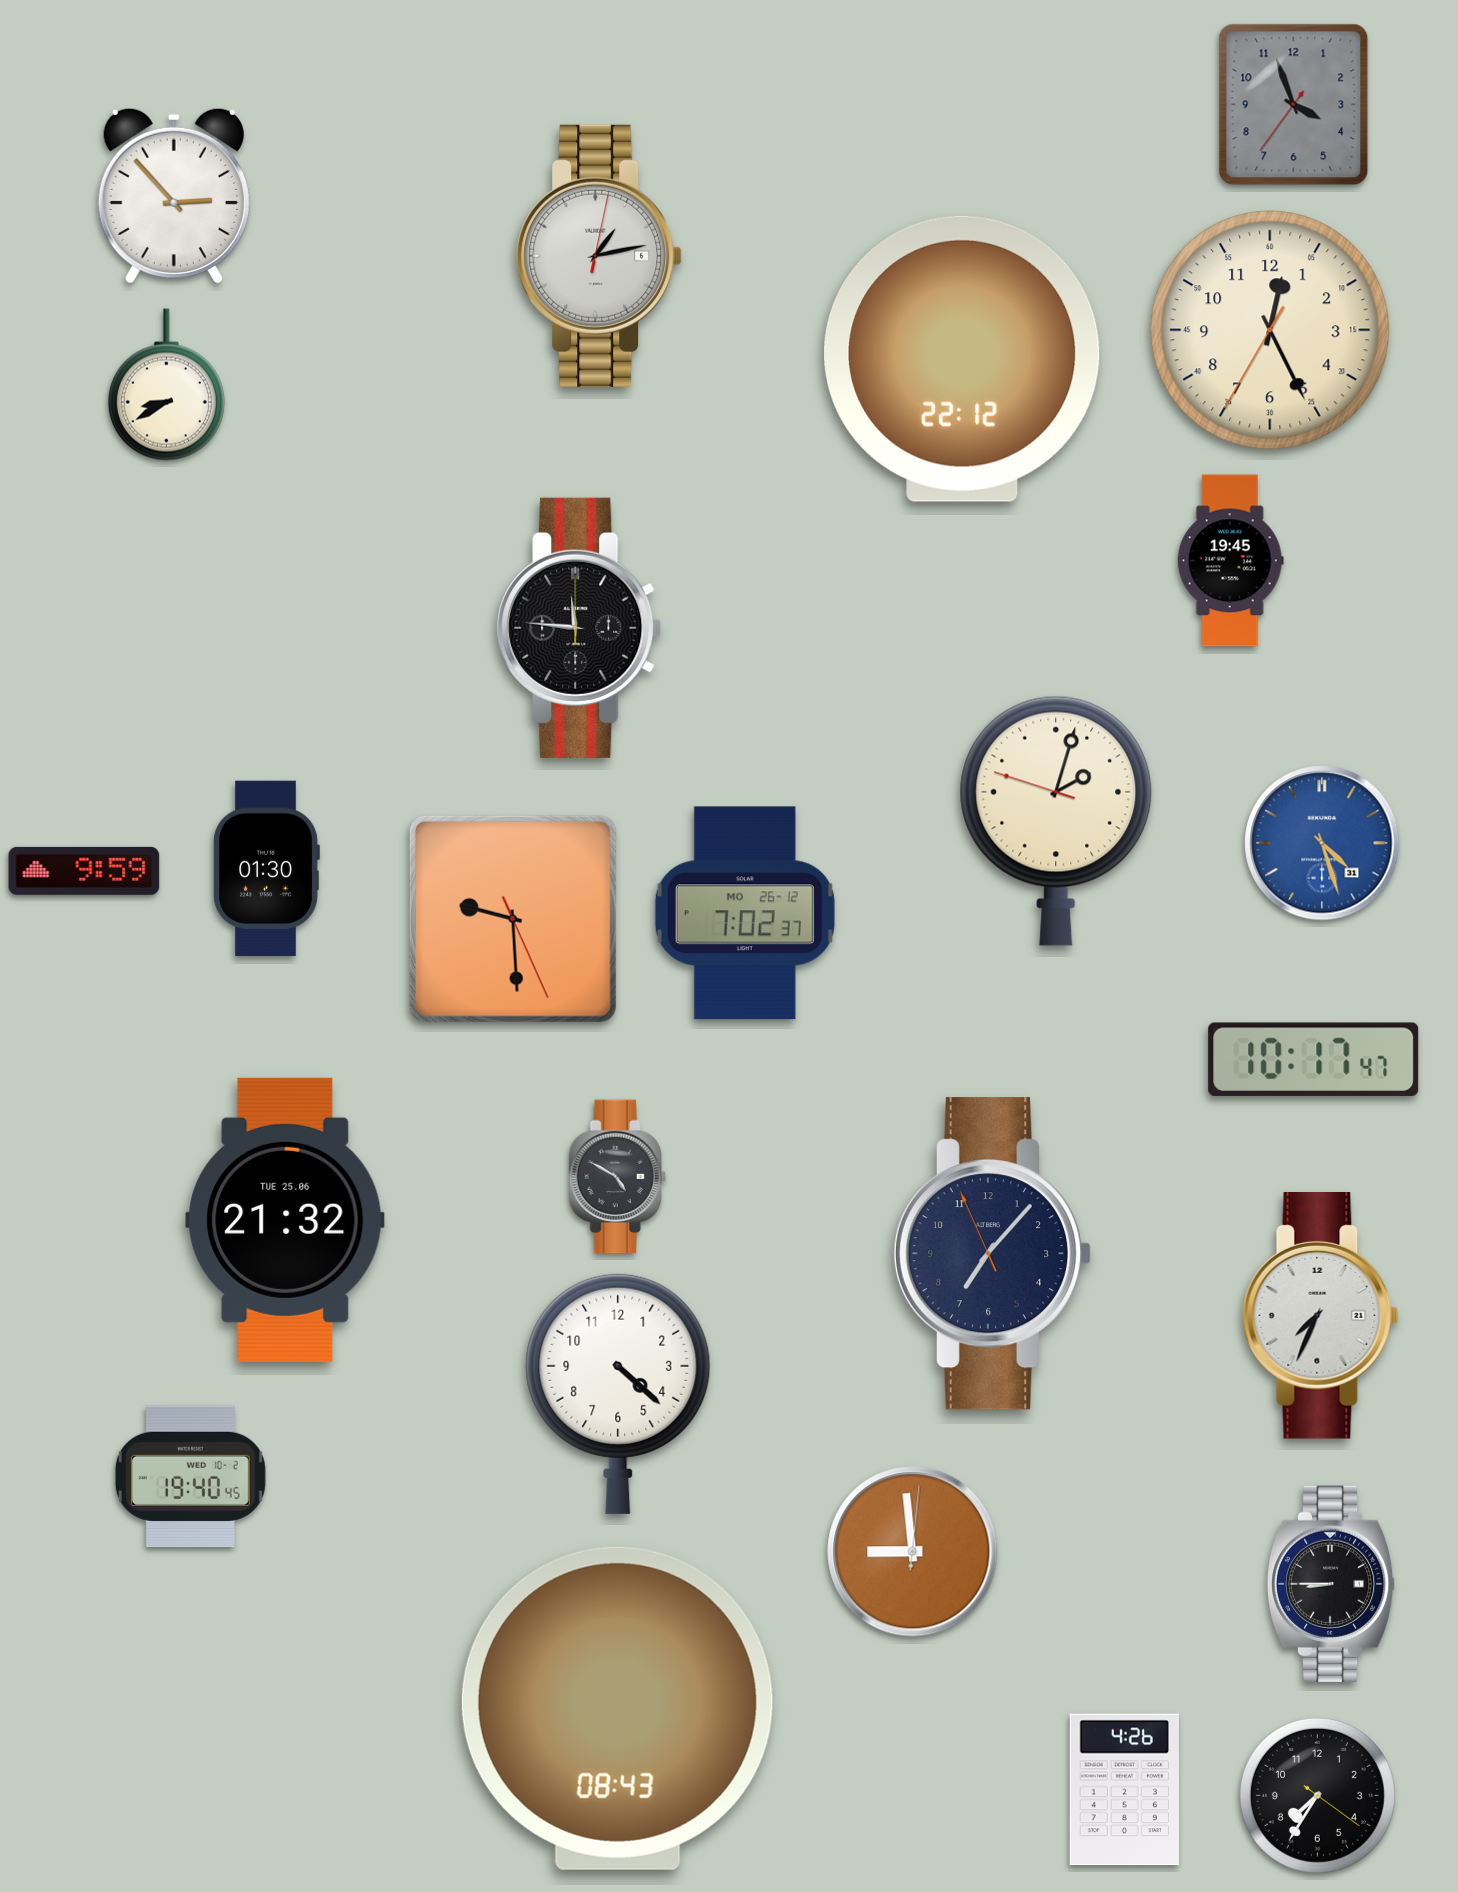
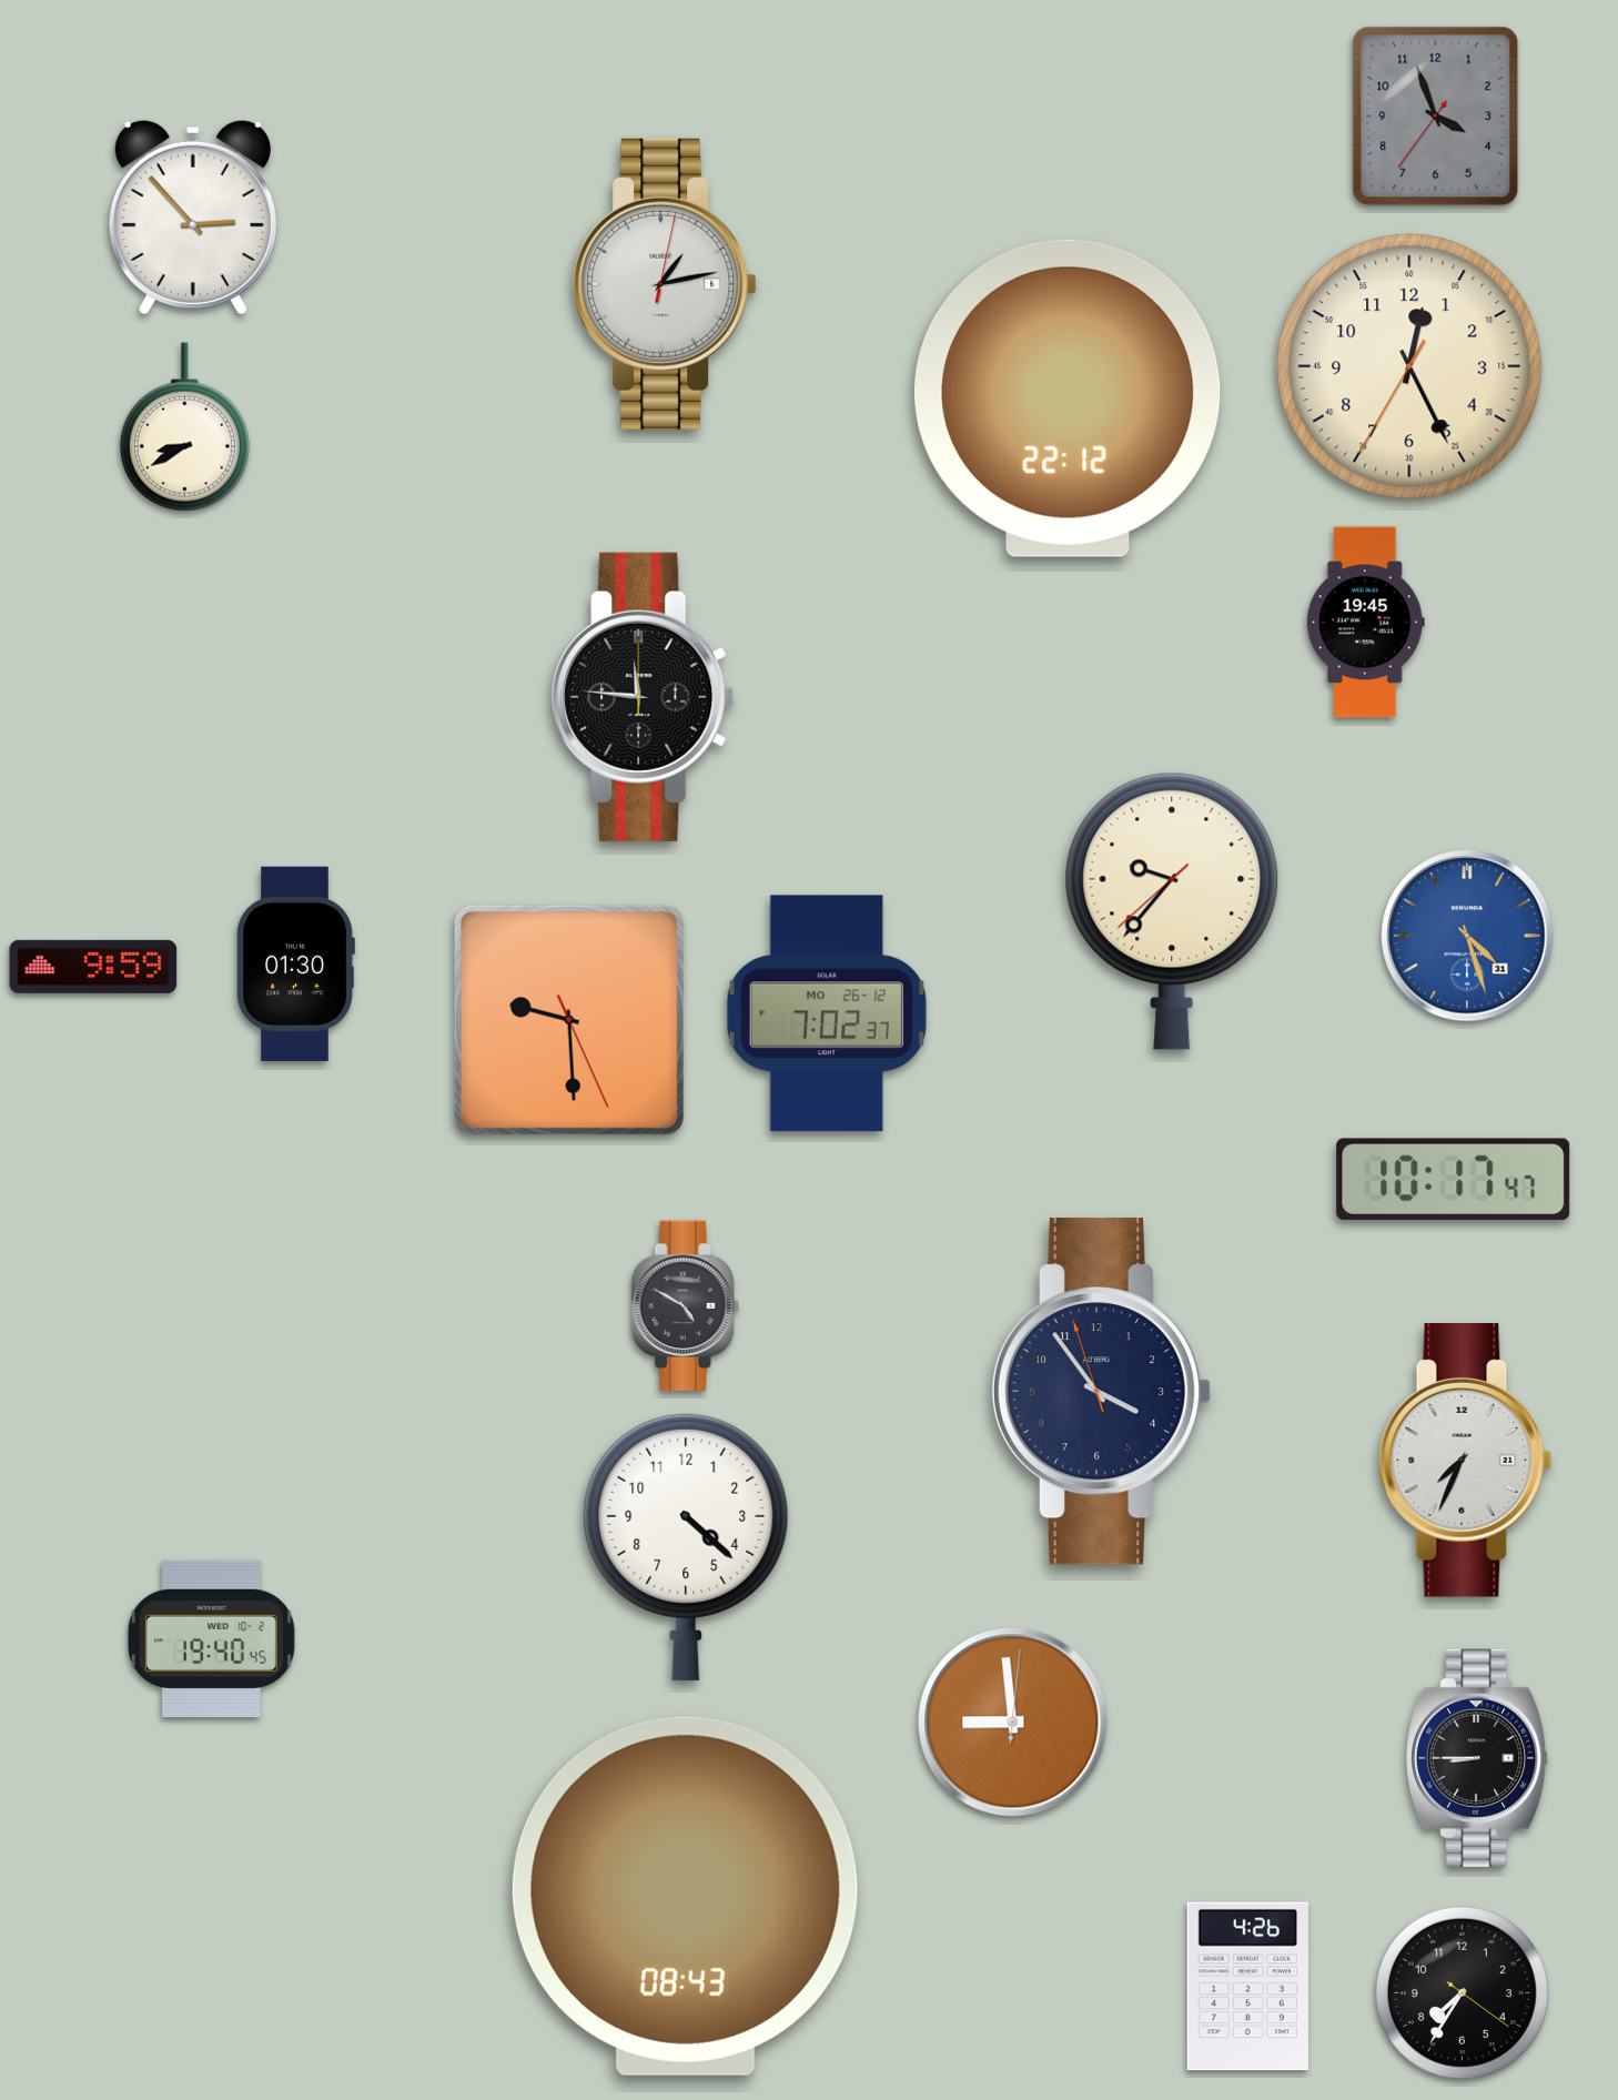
clock at (1056, 821): 2:02 -> 9:36
clock at (1314, 1059) position: (1314, 1059) -> (1454, 1179)
clock at (285, 1220): 21:32 -> none
clock at (992, 1254): 7:06 -> 3:53
